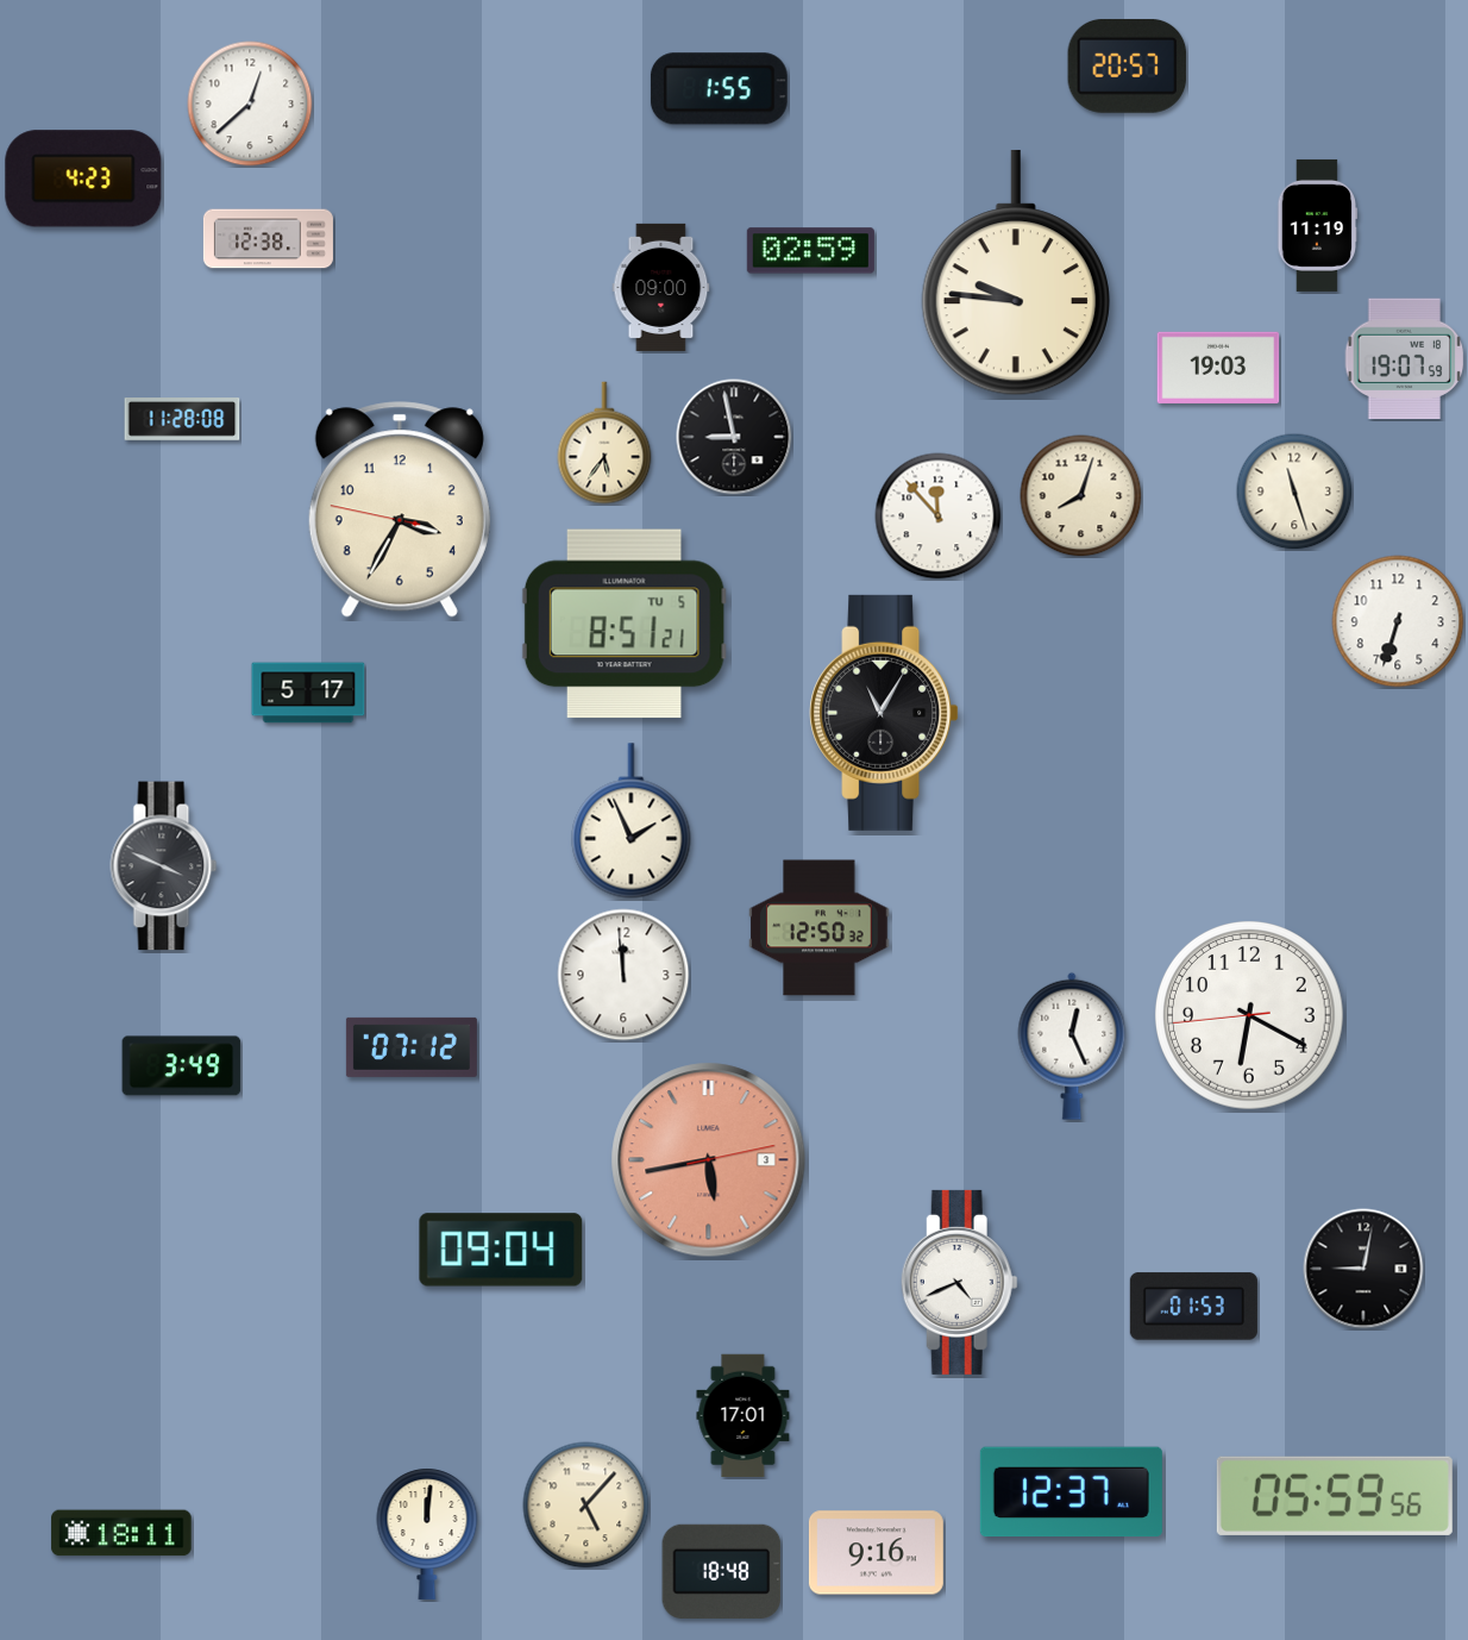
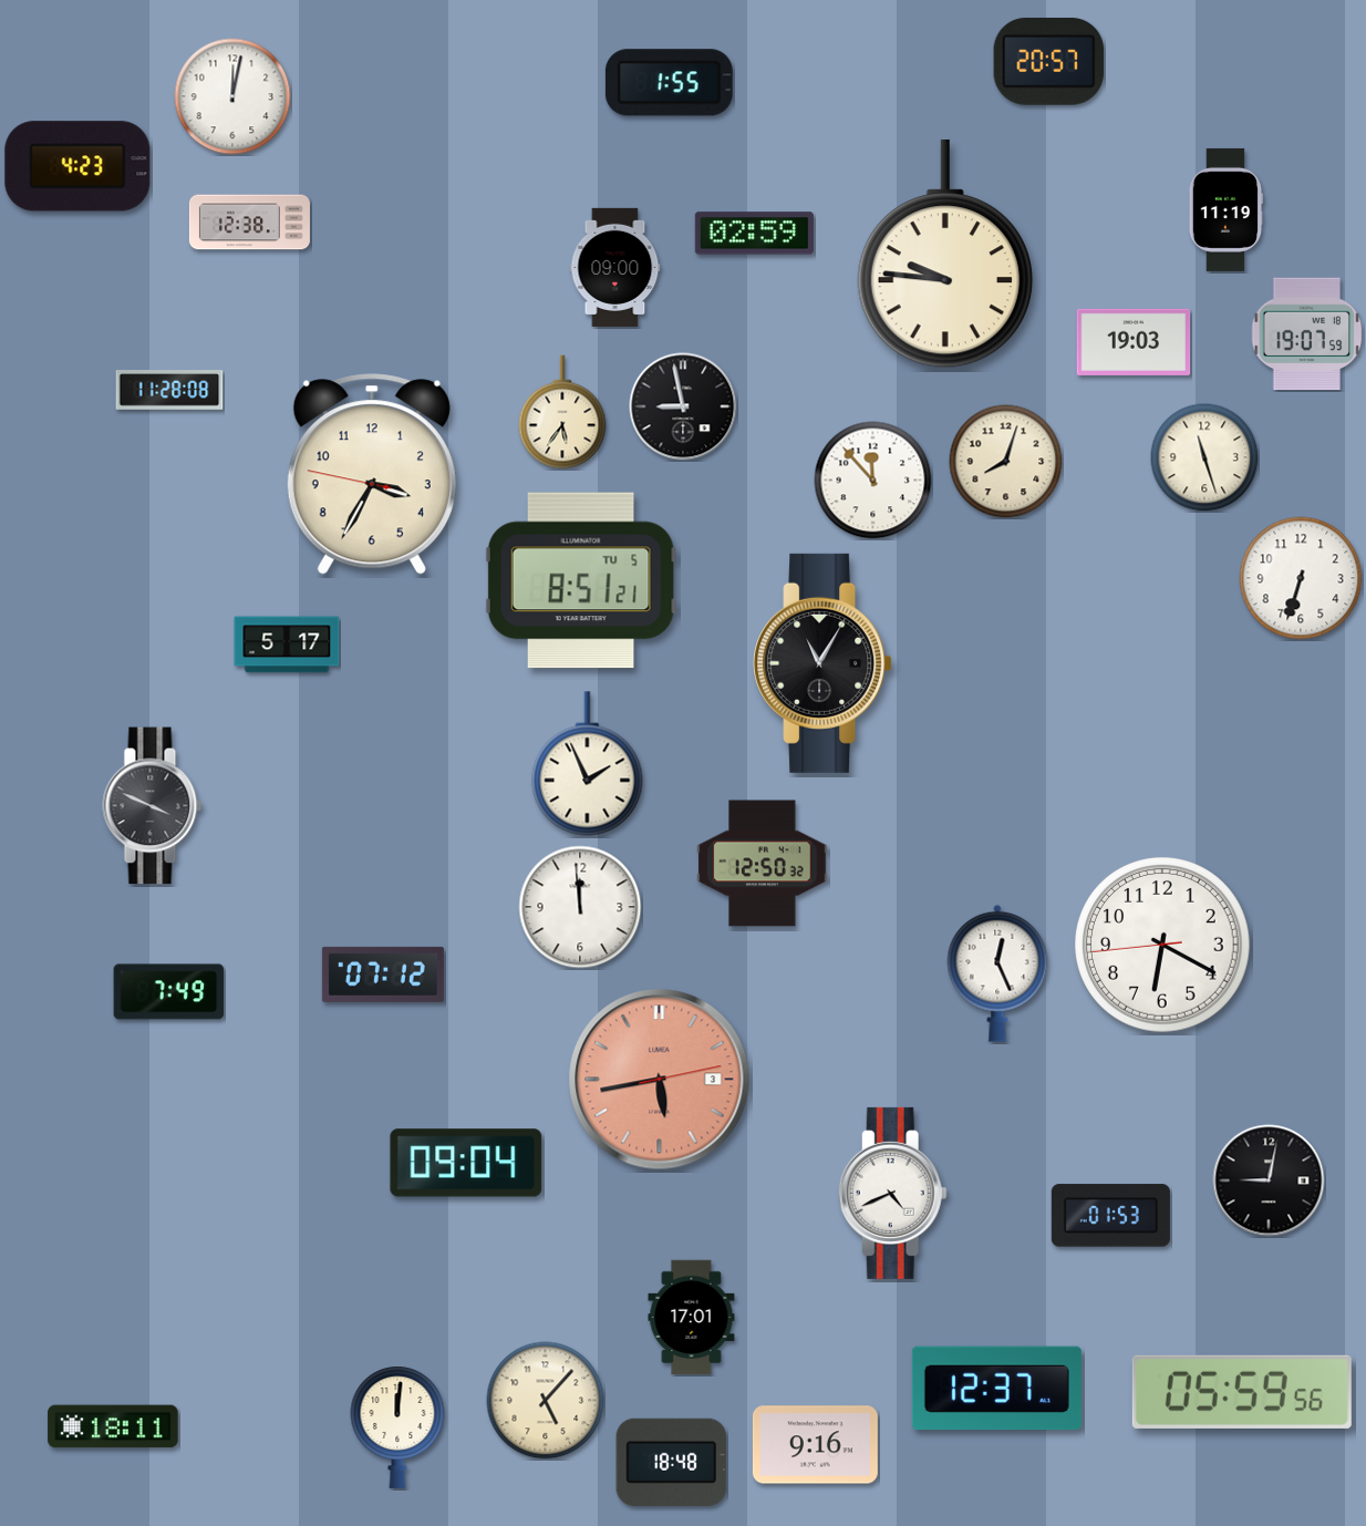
clock at (250, 104): 12:38 -> 12:02
clock at (182, 1066): 3:49 -> 7:49
